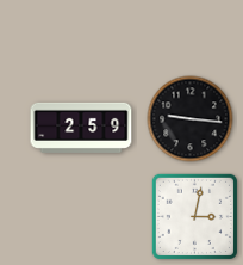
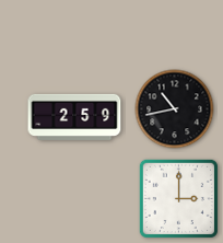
clock at (191, 119): 9:16 -> 10:43
clock at (194, 216): 3:02 -> 3:00
